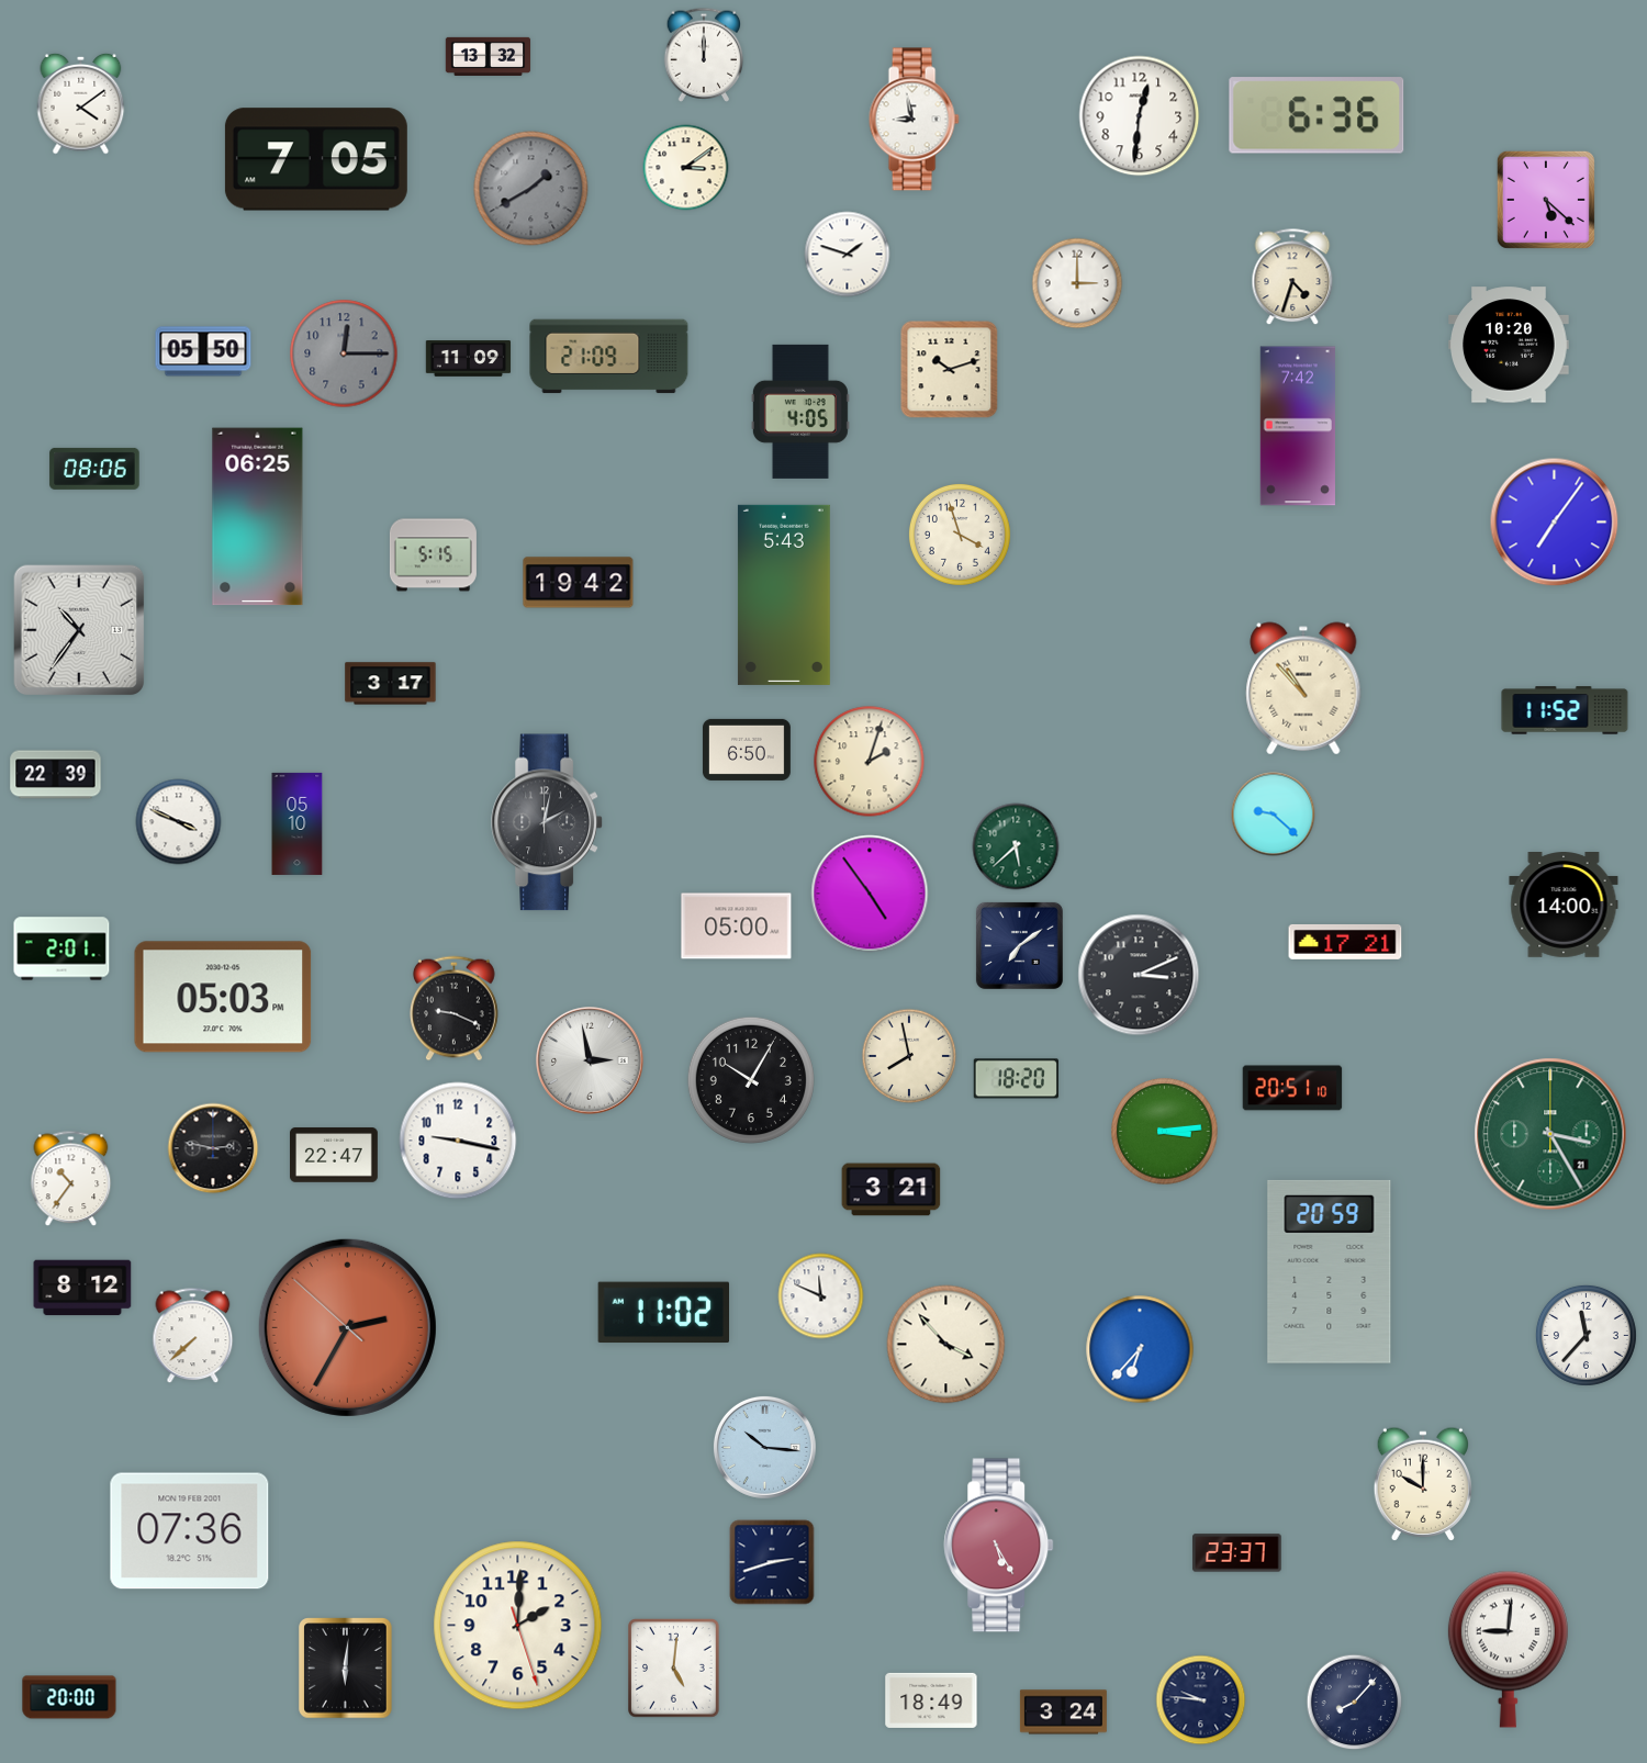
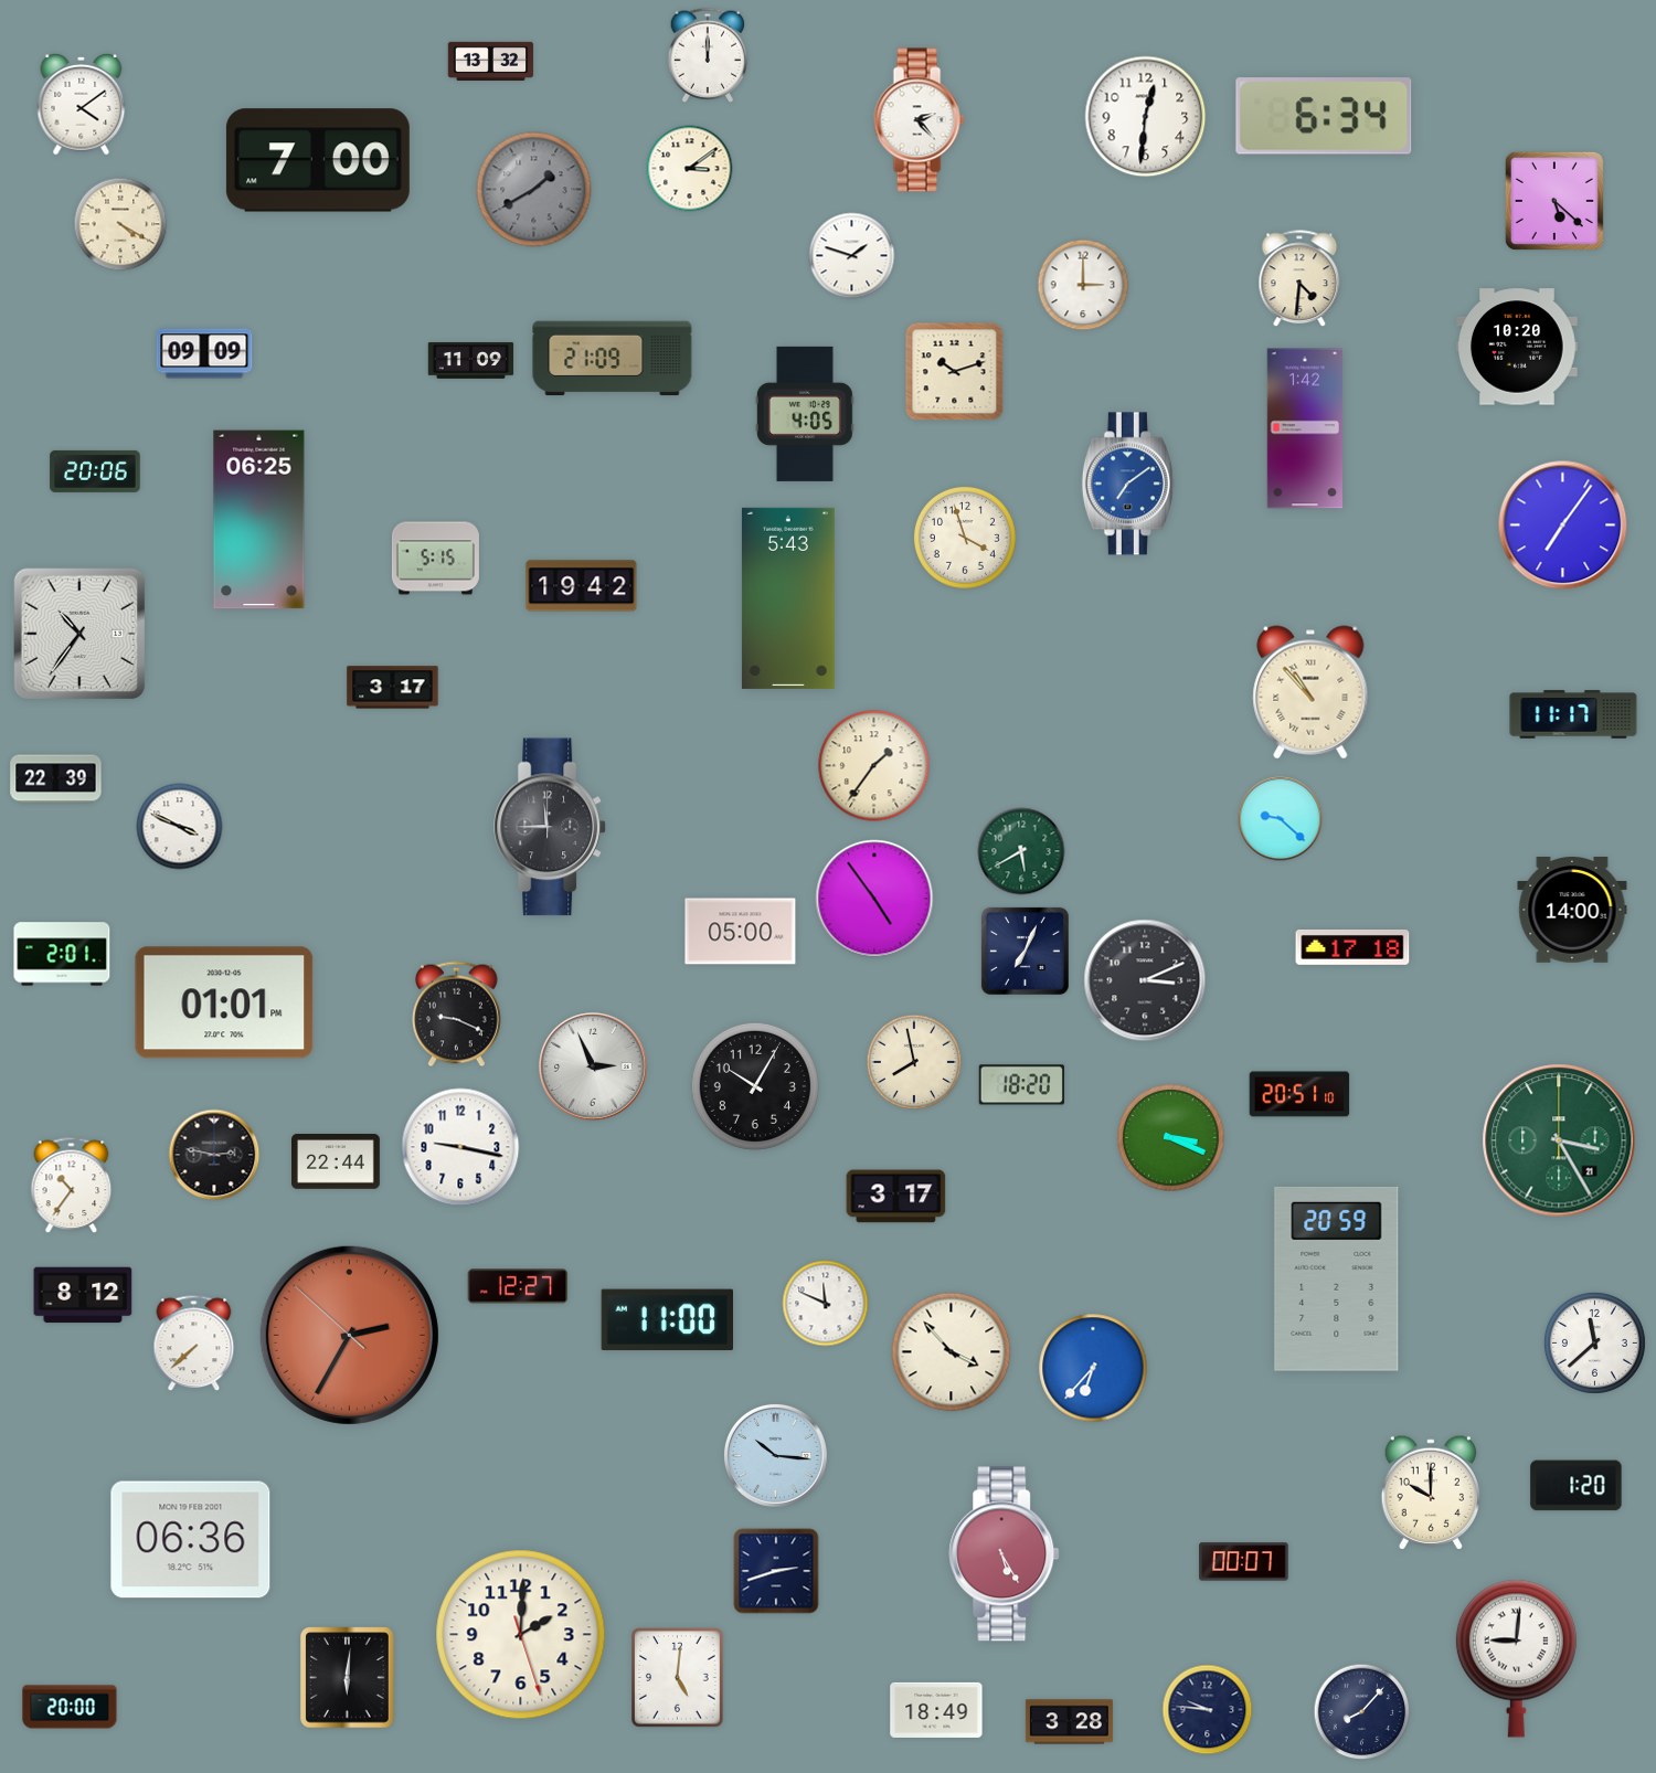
clock at (489, 56) position: (489, 56) -> (491, 61)
clock at (1317, 115): 6:36 -> 6:34
clock at (914, 120): 8:58 -> 2:23
clock at (316, 159): 7:05 -> 7:00
clock at (120, 224): none -> 4:20
clock at (1292, 278): 4:33 -> 4:31
clock at (203, 351): 05:50 -> 09:09
clock at (344, 353): 12:15 -> none
clock at (1298, 426): 7:42 -> 1:42
clock at (94, 469): 08:06 -> 20:06
clock at (1128, 484): none -> 7:09
clock at (1565, 710): 11:52 -> 11:17
clock at (747, 750): 6:50 -> none
clock at (870, 762): 2:03 -> 1:36
clock at (547, 822): 2:02 -> 11:45
clock at (298, 823): 05:10 -> none
clock at (1016, 846): 5:38 -> 5:40
clock at (1345, 942): 17:21 -> 17:18
clock at (1019, 945): 7:09 -> 7:04
clock at (223, 997): 05:03 -> 01:01
clock at (590, 1060): 2:58 -> 2:56
clock at (1165, 1132): 3:14 -> 3:19
clock at (335, 1155): 22:47 -> 22:44
clock at (892, 1190): 3:21 -> 3:17
clock at (518, 1286): none -> 12:27
clock at (663, 1313): 11:02 -> 11:00
clock at (1586, 1335): 11:37 -> 11:38
clock at (1140, 1349) position: (1140, 1349) -> (1093, 1368)
clock at (764, 1447) position: (764, 1447) -> (775, 1455)
clock at (1577, 1486): none -> 1:20
clock at (190, 1531): 07:36 -> 06:36
clock at (1237, 1553): 23:37 -> 00:07
clock at (1063, 1713): 3:24 -> 3:28
